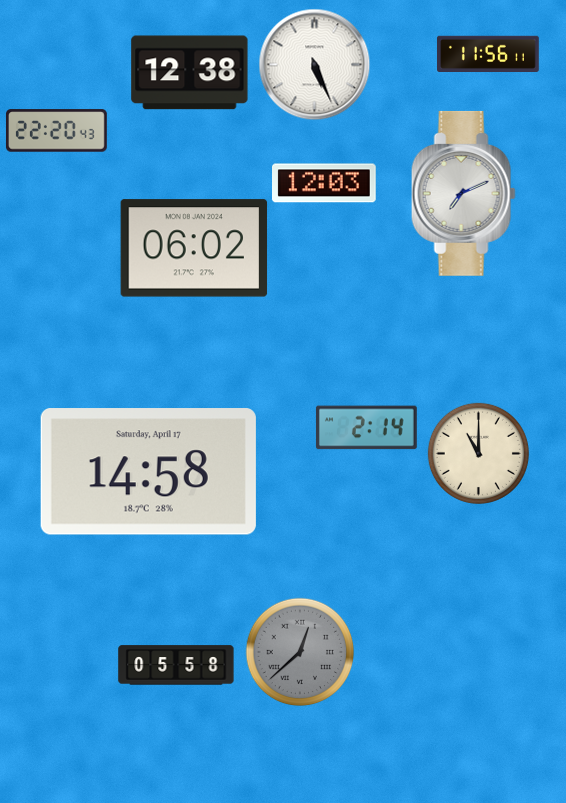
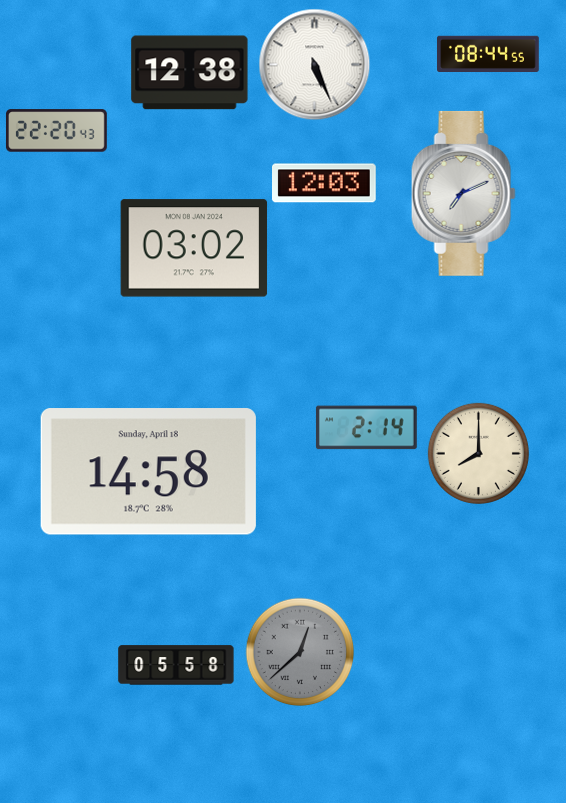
clock at (489, 54): 11:56 -> 08:44
clock at (194, 248): 06:02 -> 03:02
clock at (478, 453): 11:00 -> 8:00
clock at (148, 472) date: Saturday, April 17 -> Sunday, April 18
